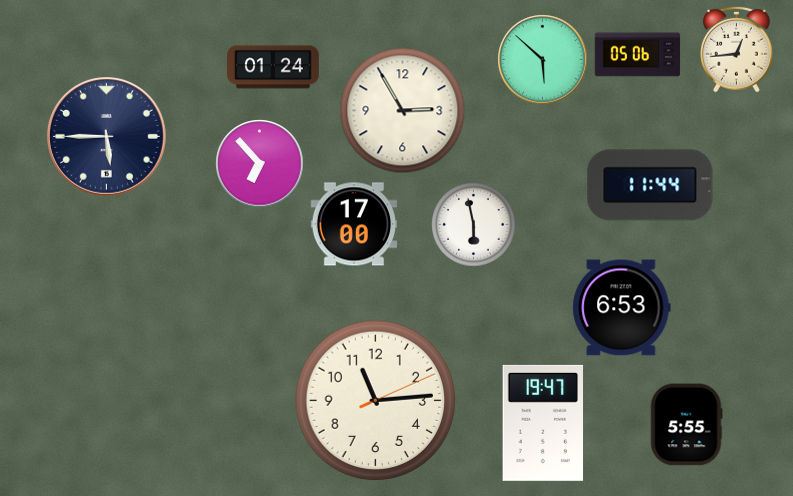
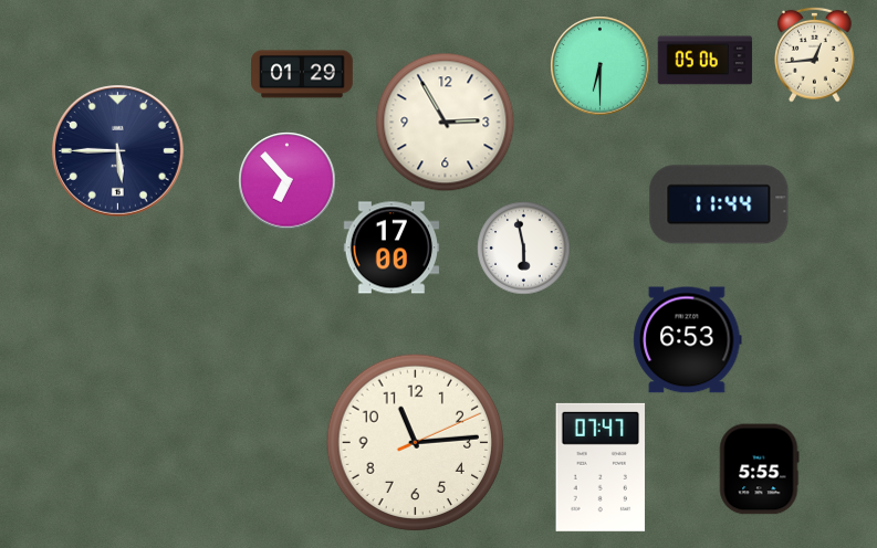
clock at (543, 60): 5:52 -> 6:30
clock at (274, 67): 01:24 -> 01:29
clock at (543, 423): 19:47 -> 07:47
